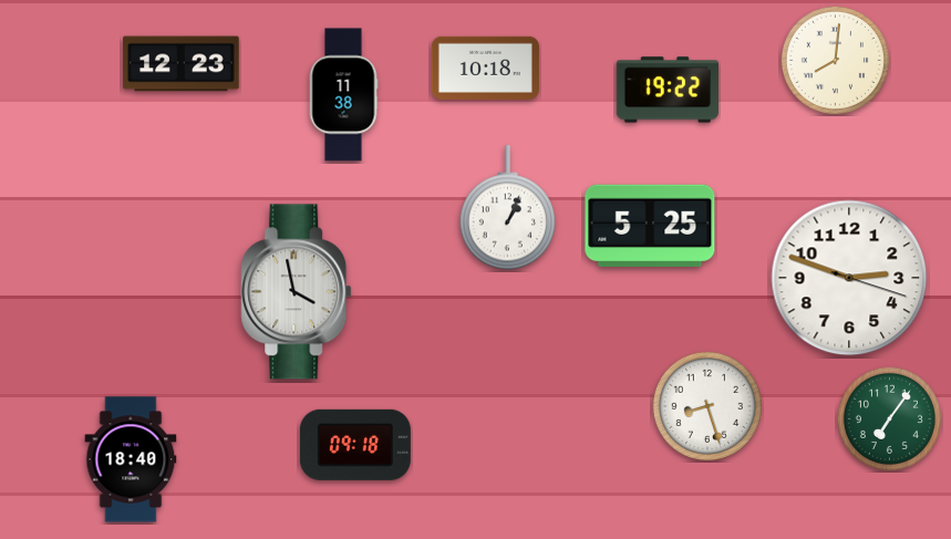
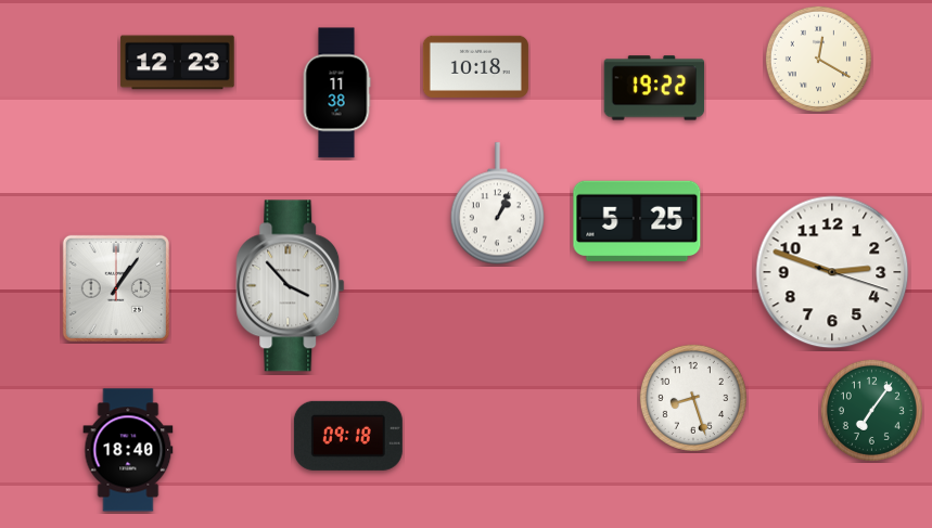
clock at (835, 60): 8:01 -> 12:20
clock at (297, 292): 3:58 -> 3:53
clock at (116, 288): none -> 1:06
